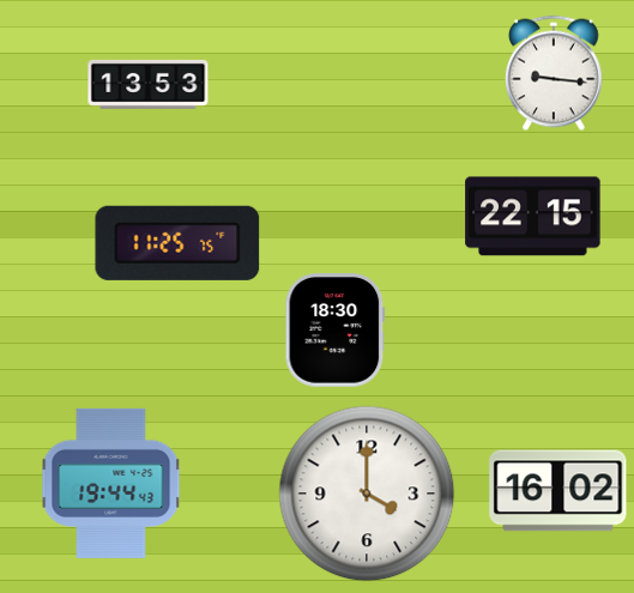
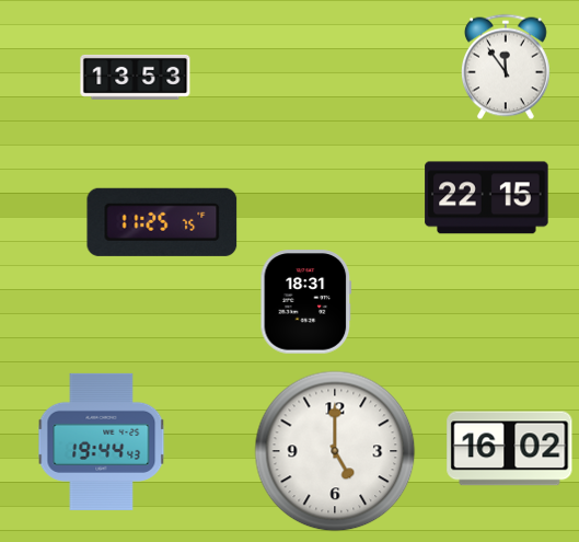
clock at (554, 73): 9:16 -> 11:54
clock at (336, 331): 18:30 -> 18:31
clock at (367, 494): 4:00 -> 5:00
